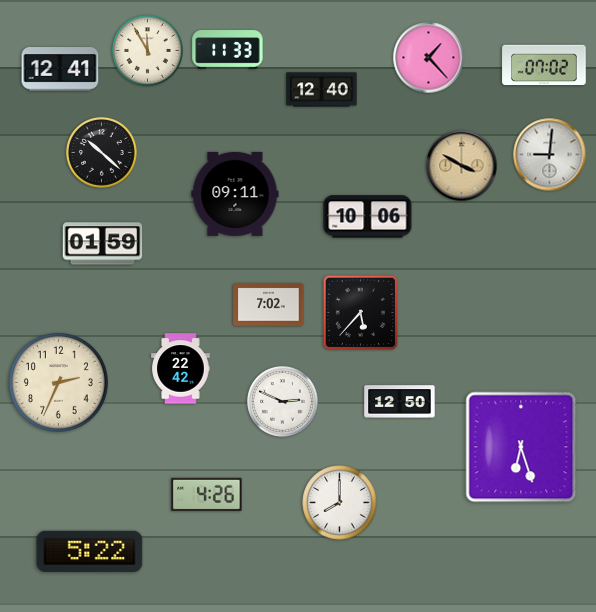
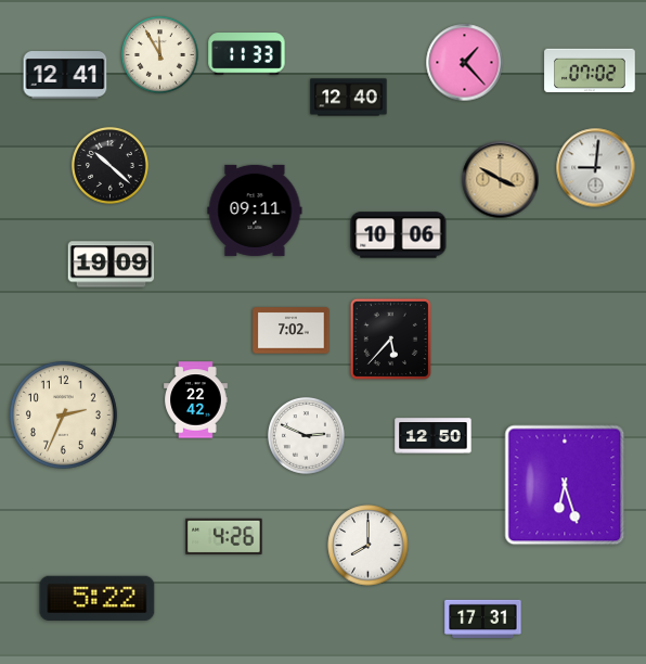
clock at (103, 244): 01:59 -> 19:09
clock at (483, 618): none -> 17:31
